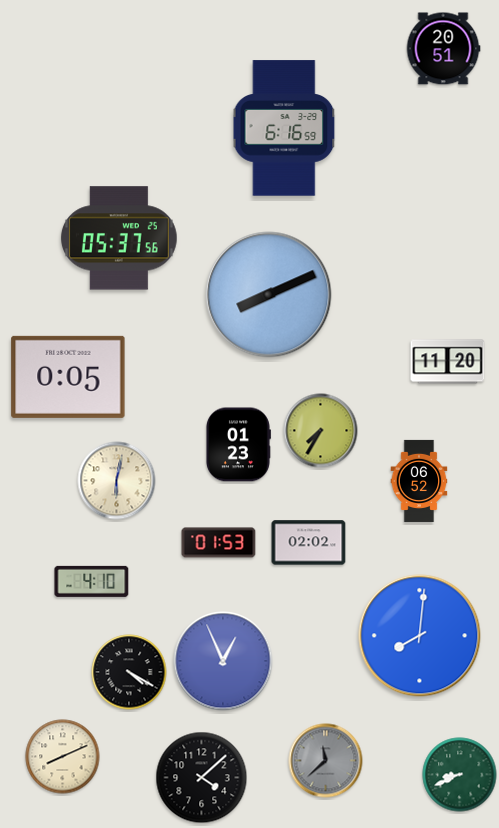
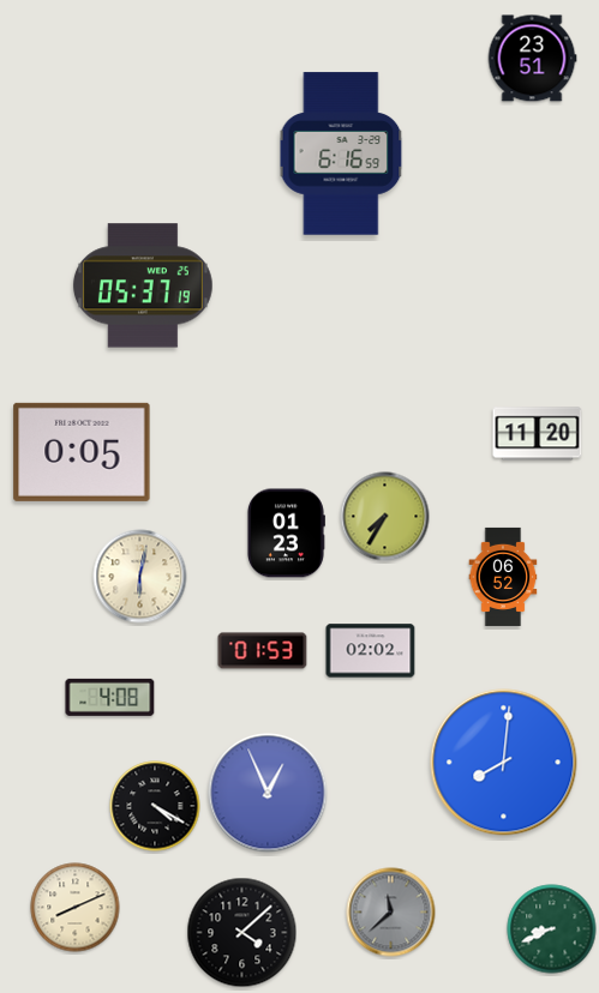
clock at (443, 49): 20:51 -> 23:51
clock at (119, 238): 05:37:56 -> 05:37:19
clock at (269, 295): 8:11 -> none
clock at (92, 581): 4:10 -> 4:08
